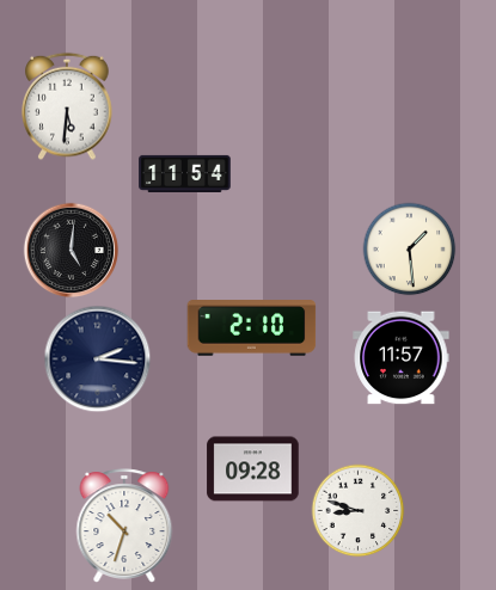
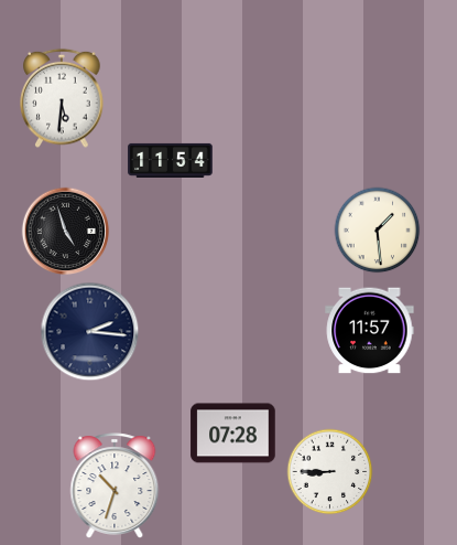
clock at (71, 250): 5:01 -> 4:57
clock at (252, 328): 2:10 -> none
clock at (253, 469): 09:28 -> 07:28
clock at (357, 510): 8:48 -> 8:45
